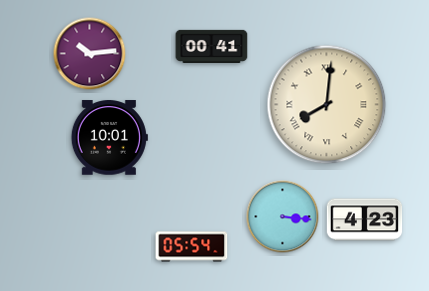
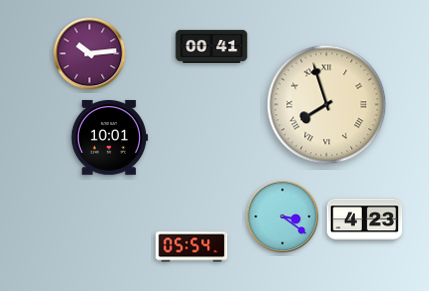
clock at (327, 105): 8:01 -> 7:57
clock at (283, 217): 3:16 -> 3:21
